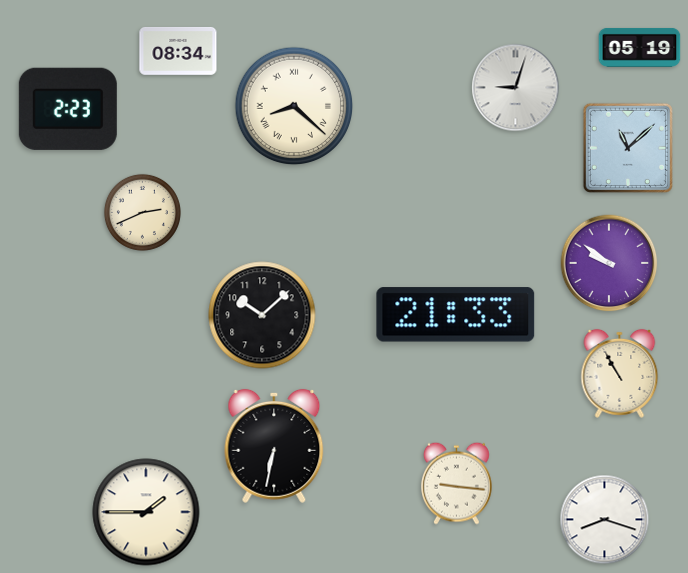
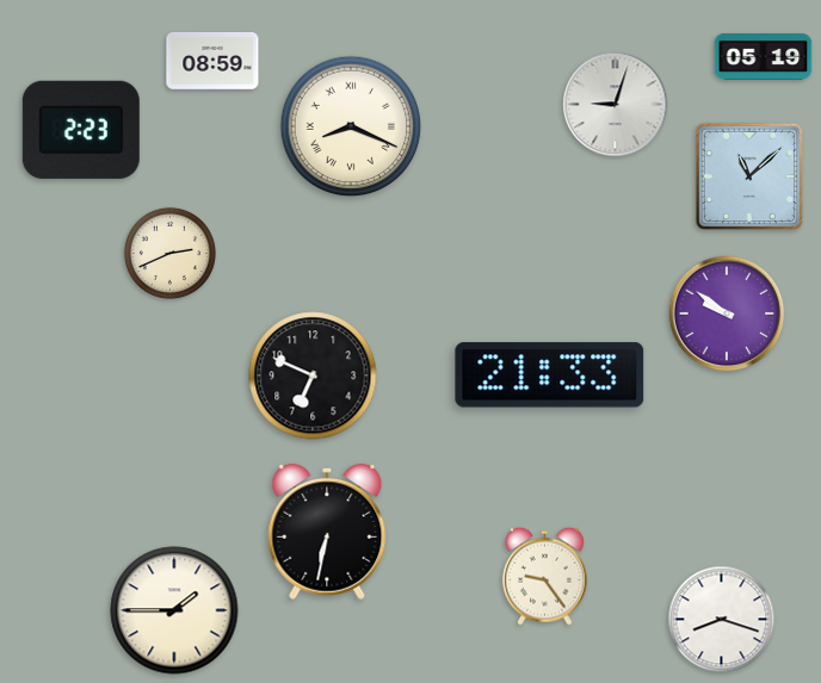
clock at (178, 51): 08:34 -> 08:59
clock at (294, 106): 8:22 -> 8:19
clock at (262, 315): 10:08 -> 6:49
clock at (456, 315) position: (456, 315) -> (550, 375)
clock at (620, 373): 10:55 -> none
clock at (457, 483): 9:16 -> 9:24
